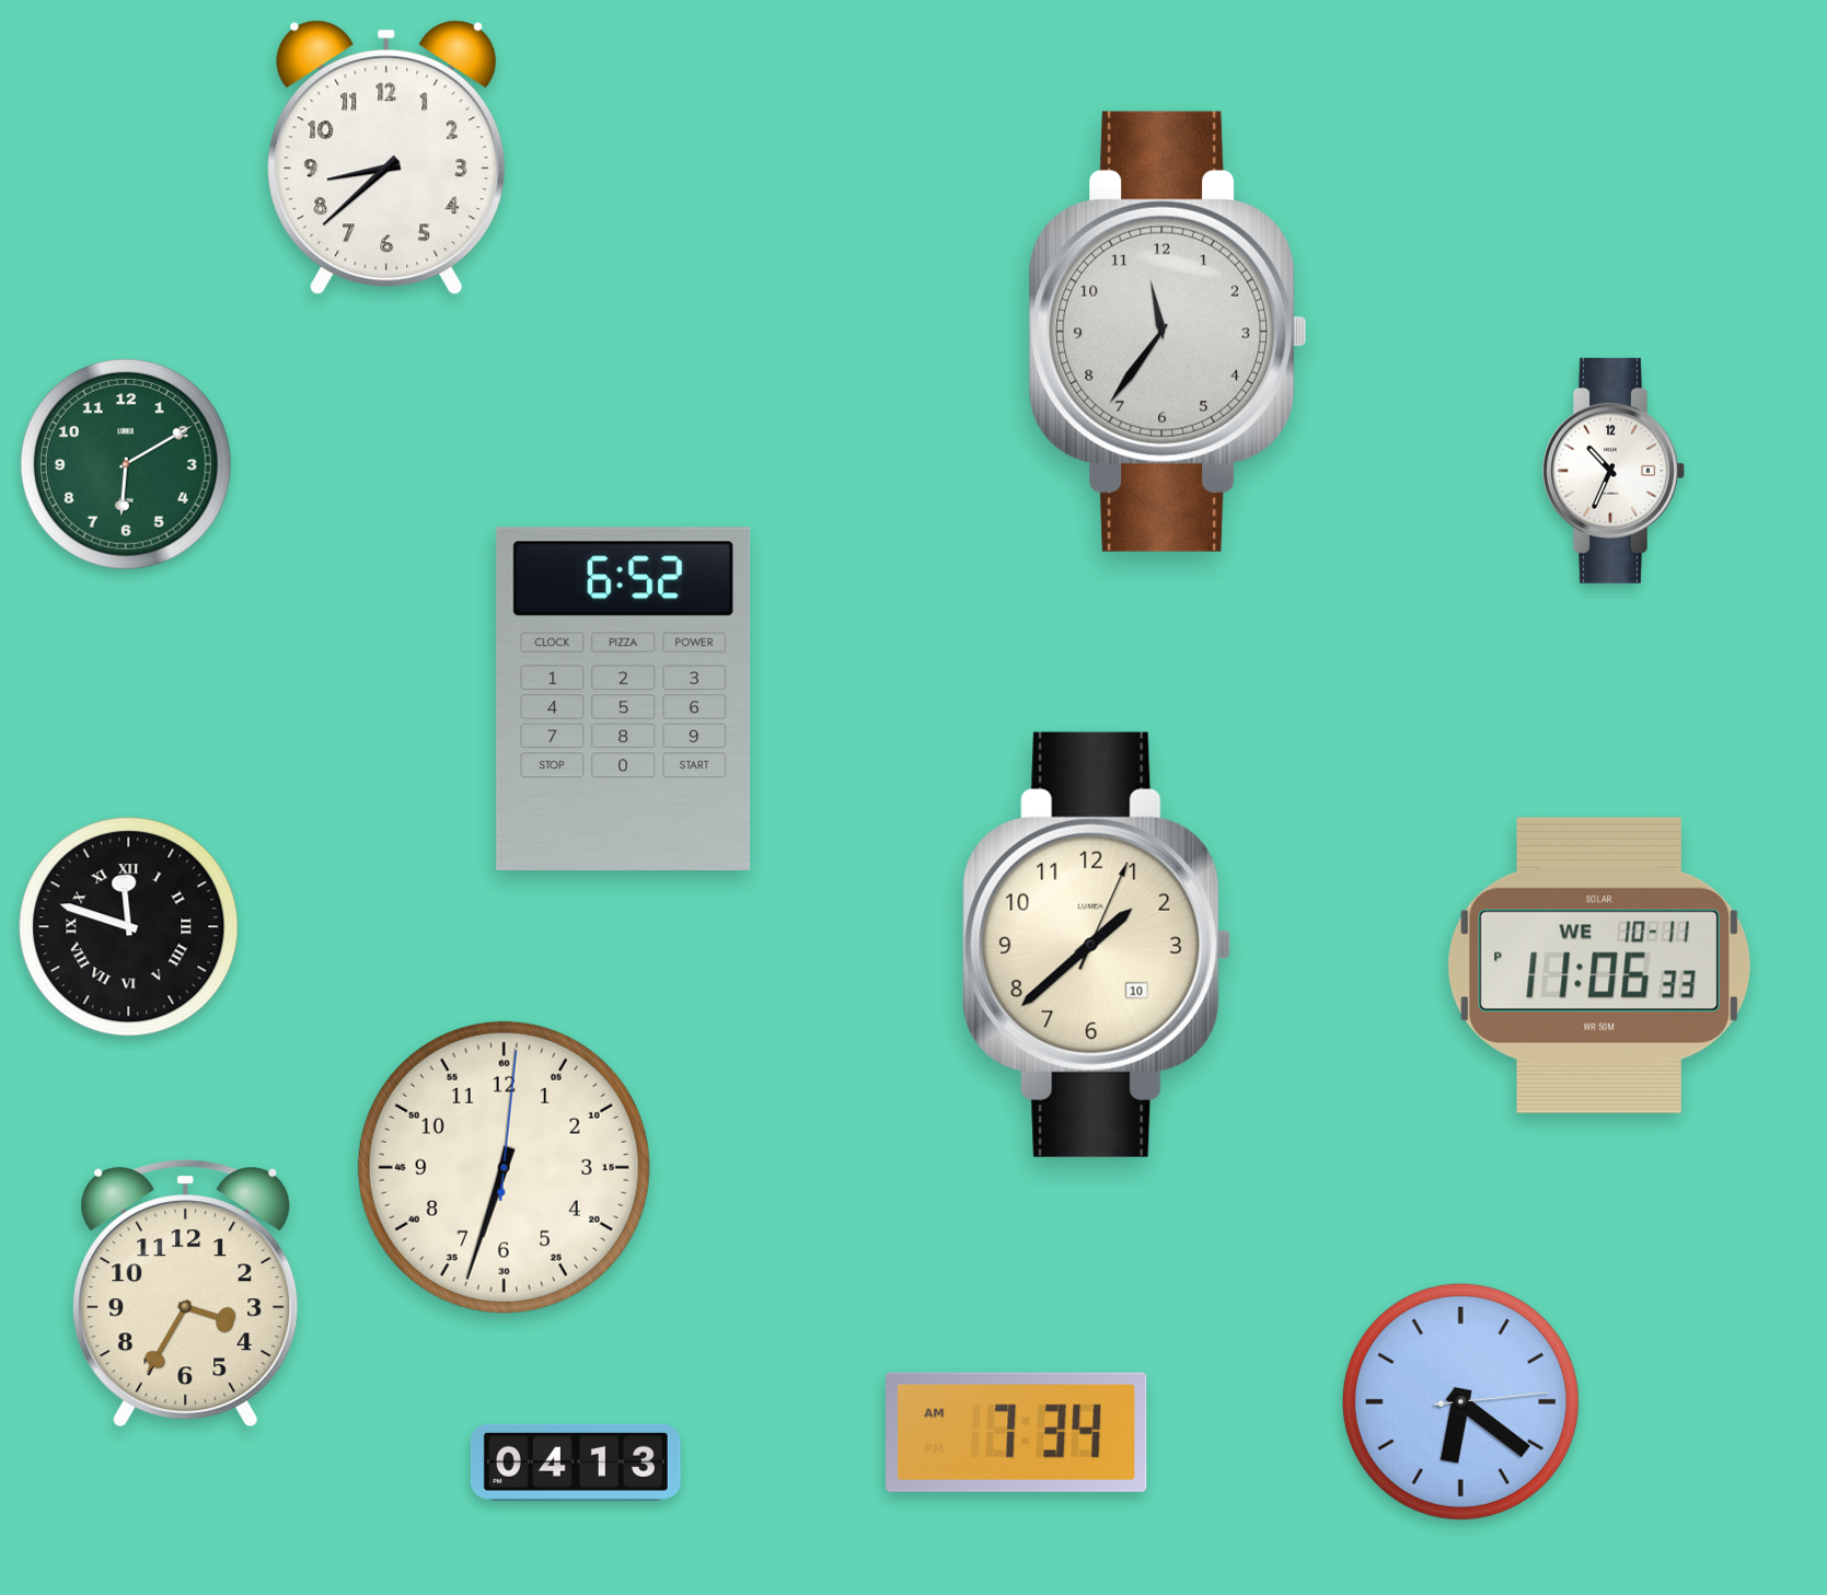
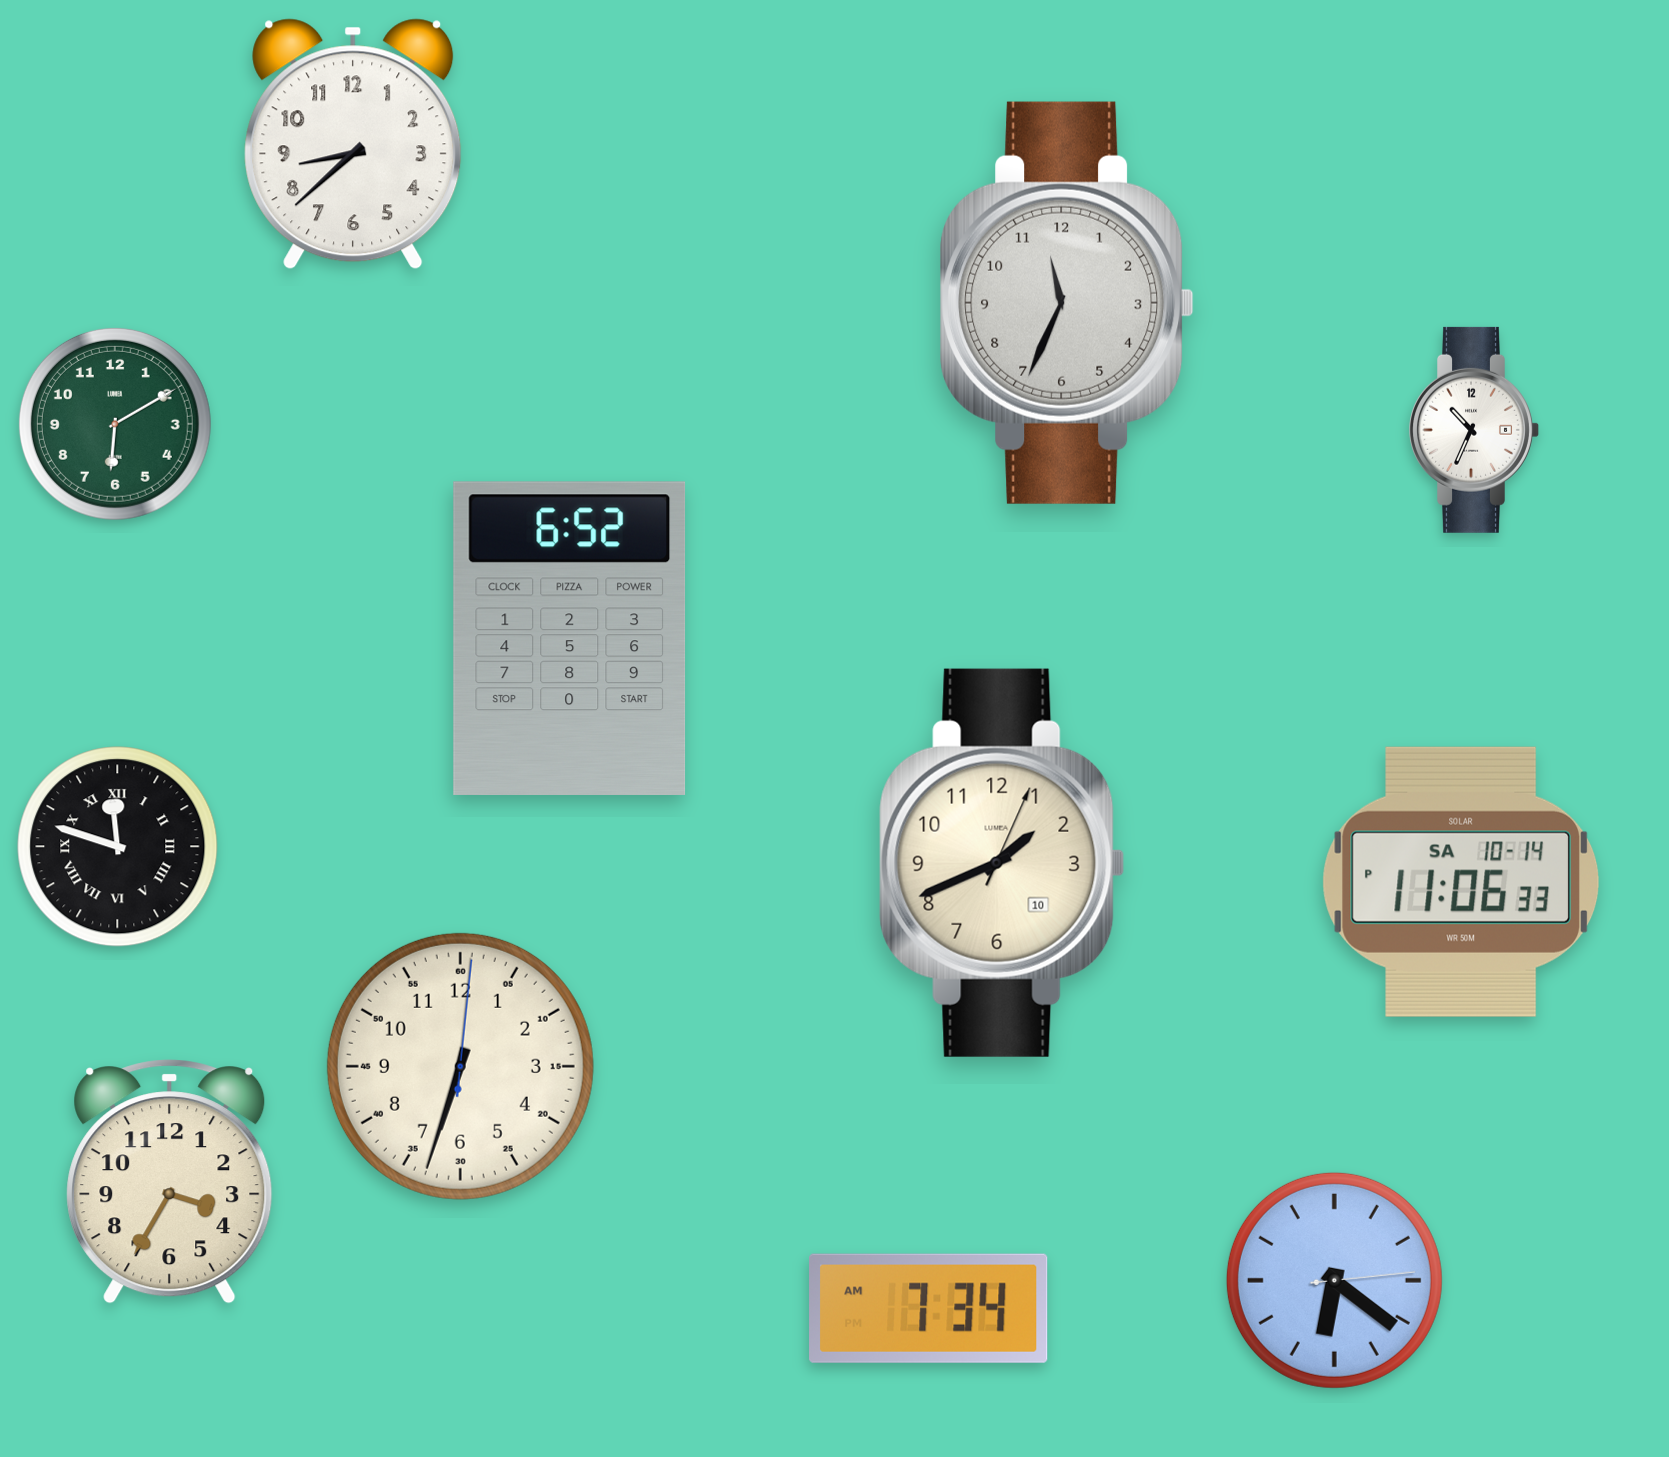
clock at (1168, 332): 11:36 -> 11:34
clock at (1097, 945): 1:38 -> 1:41
clock at (1598, 966) date: WE 10-11 -> SA 10-14
clock at (576, 1463): 04:13 -> none
